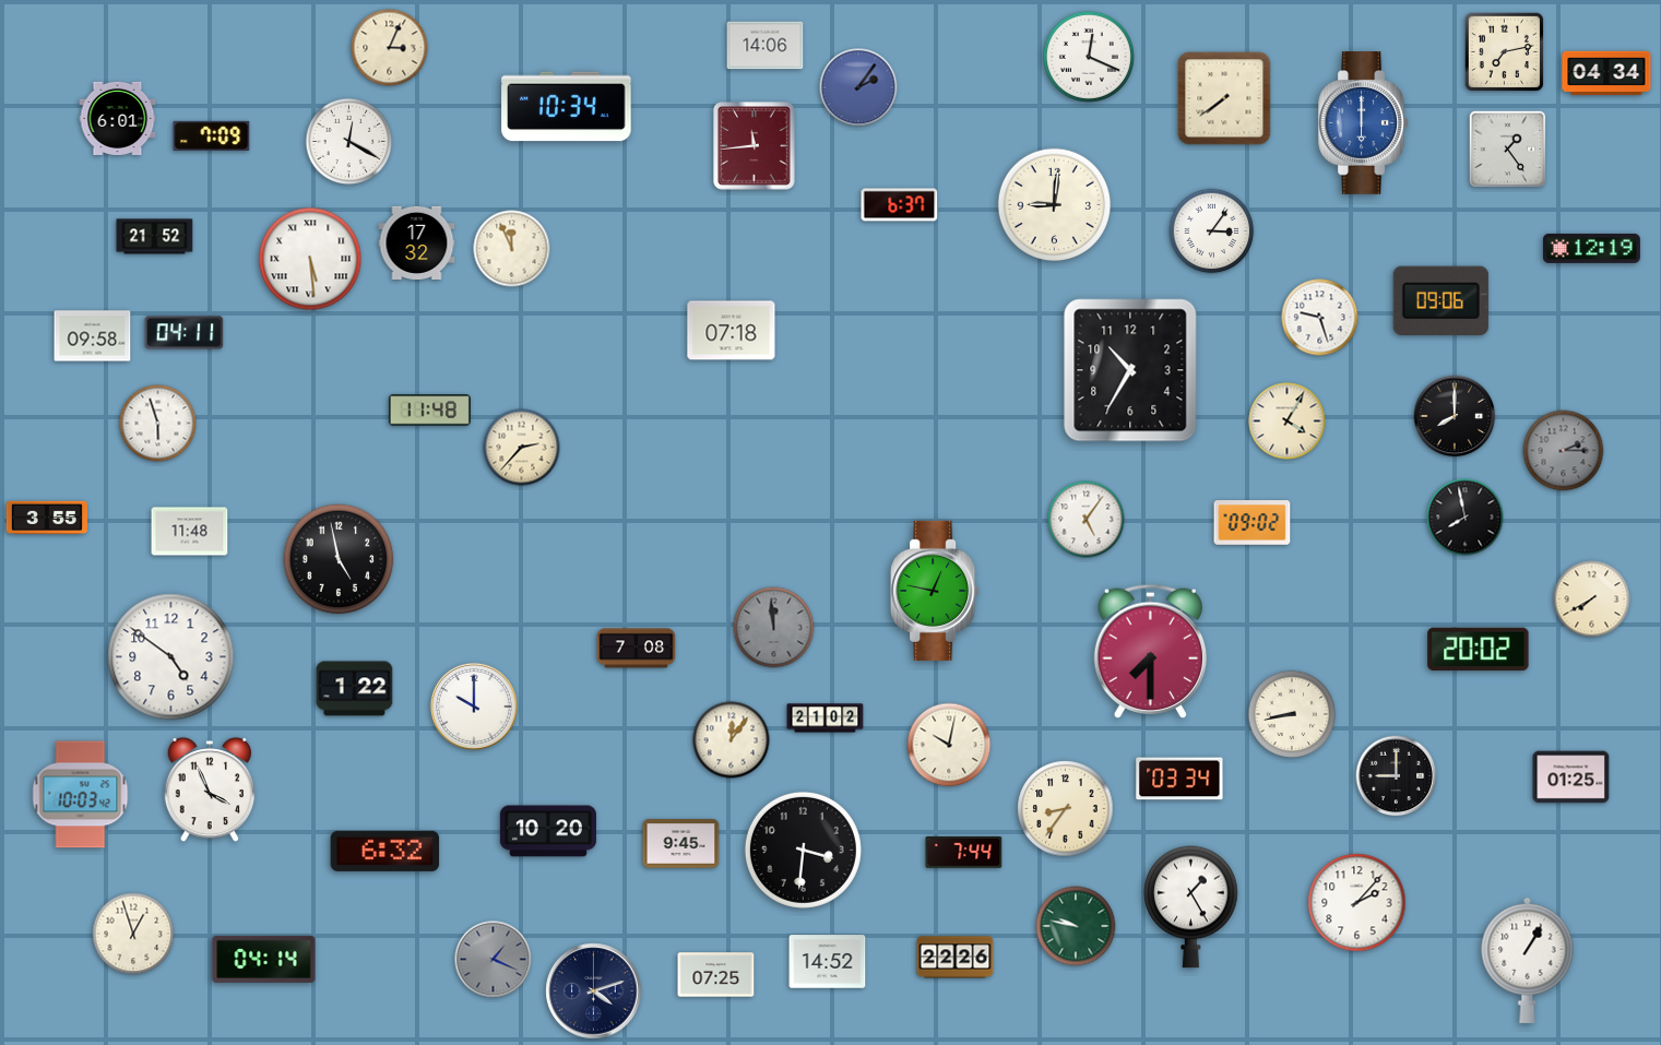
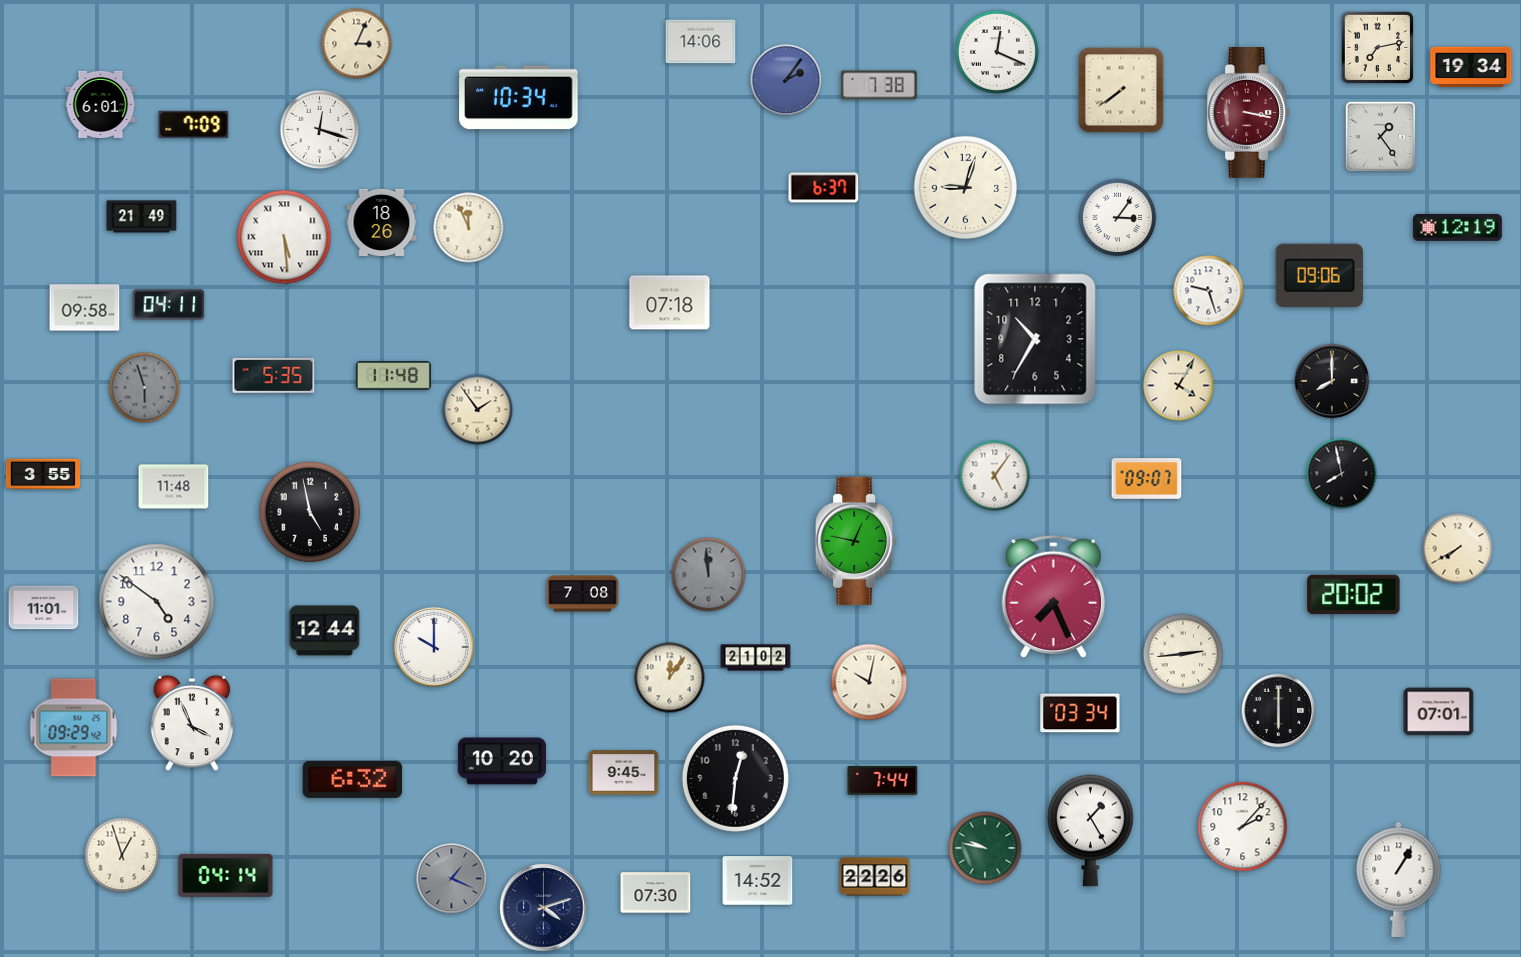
clock at (1606, 73): 04:34 -> 19:34
clock at (880, 85): none -> 7:38
clock at (118, 118) position: (118, 118) -> (101, 104)
clock at (1363, 123): 6:00 -> 3:17
clock at (1363, 123) dial: blue -> burgundy
clock at (349, 142): 12:20 -> 12:18
clock at (755, 146): 11:44 -> none
clock at (1055, 205): 9:01 -> 9:03
clock at (1212, 231) position: (1212, 231) -> (1118, 218)
clock at (155, 237): 21:52 -> 21:49
clock at (417, 242): 17:32 -> 18:26
clock at (274, 375): none -> 5:35
clock at (158, 424) dial: white -> grey
clock at (522, 448): 2:37 -> 1:54
clock at (1564, 451): 2:15 -> none
clock at (1253, 523): 09:02 -> 09:07
clock at (1150, 651): 7:30 -> 7:26
clock at (44, 608): none -> 11:01
clock at (355, 689): 1:22 -> 12:44
clock at (1292, 714): 8:43 -> 2:44
clock at (1397, 776): 9:00 -> 6:00
clock at (1571, 777): 01:25 -> 07:01
clock at (81, 795): 10:03 -> 09:29
clock at (1066, 809): 8:36 -> none
clock at (803, 850): 3:31 -> 12:31
clock at (264, 959) position: (264, 959) -> (226, 875)
clock at (716, 975): 07:25 -> 07:30
